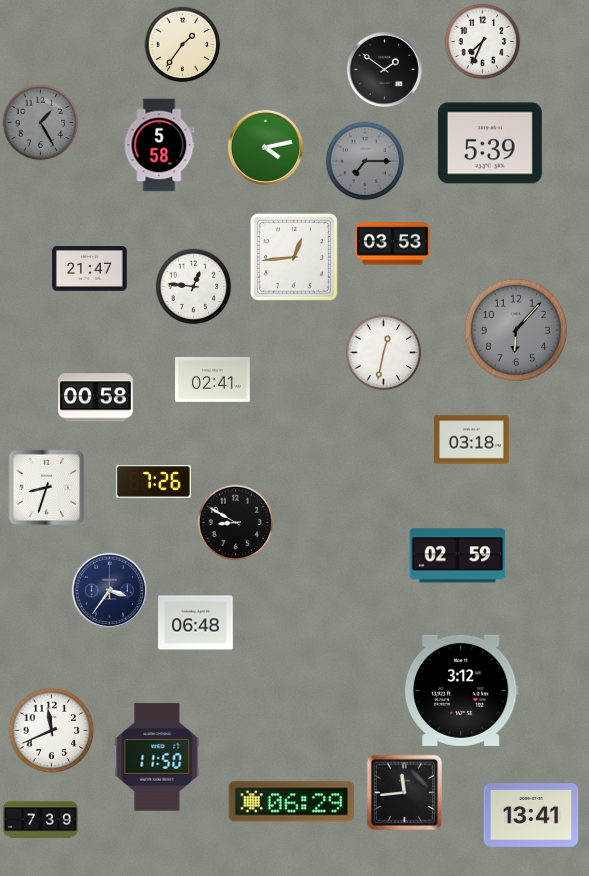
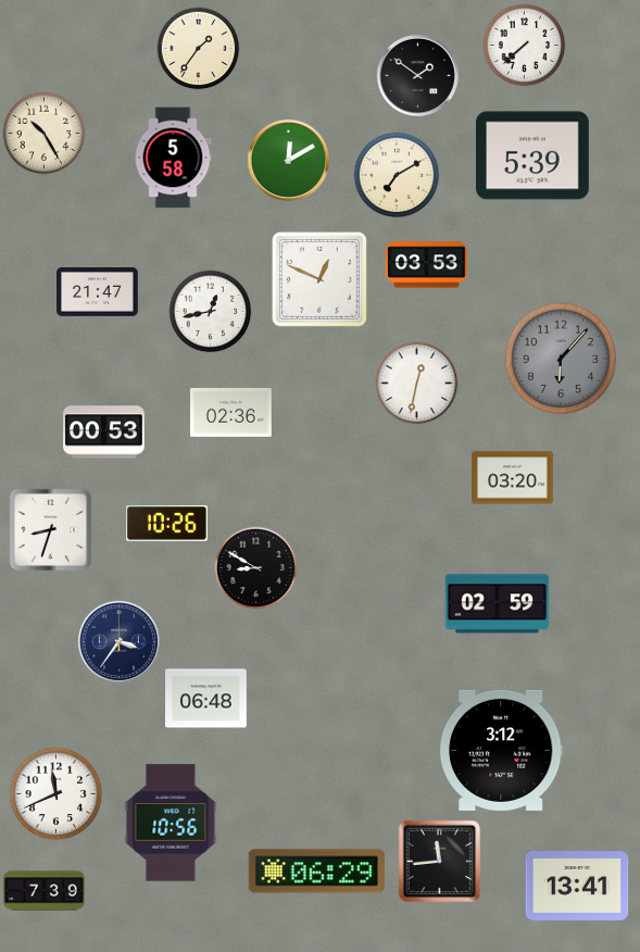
clock at (483, 42): 7:34 -> 7:38
clock at (41, 123): 1:25 -> 10:25
clock at (41, 123) dial: grey -> cream
clock at (265, 147): 4:13 -> 12:10
clock at (365, 161): 7:15 -> 7:10
clock at (365, 161) dial: grey -> cream
clock at (294, 257): 12:44 -> 12:49
clock at (194, 287): 12:46 -> 12:43
clock at (213, 379): 02:41 -> 02:36
clock at (96, 398): 00:58 -> 00:53
clock at (472, 440): 03:18 -> 03:20
clock at (154, 482): 7:26 -> 10:26
clock at (196, 623) position: (196, 623) -> (206, 699)
clock at (157, 757): 11:50 -> 10:56
